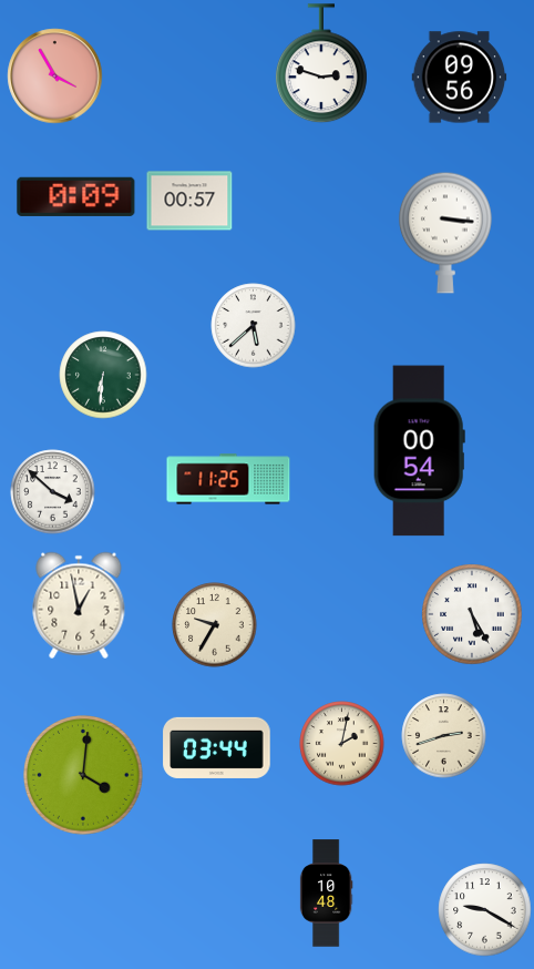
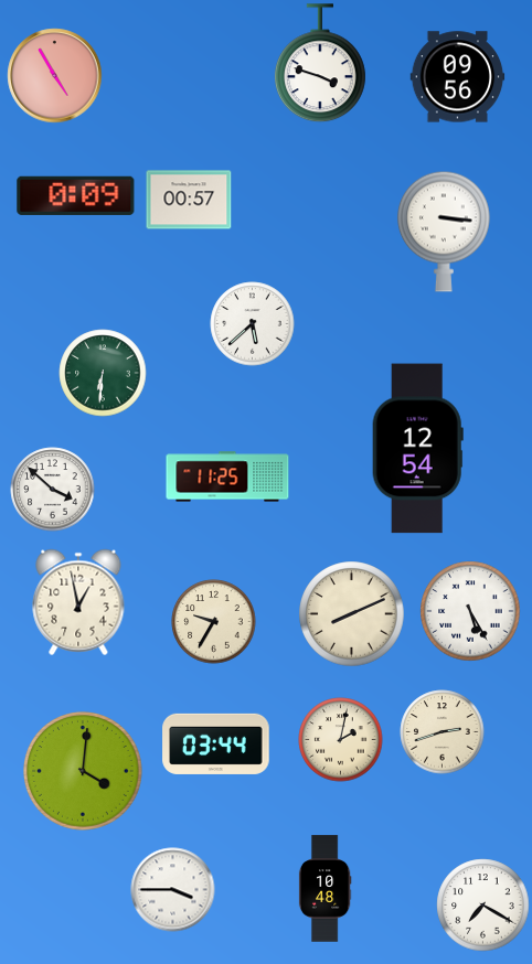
clock at (321, 64): 2:48 -> 3:48
clock at (55, 76): 3:55 -> 4:55
clock at (419, 451): 00:54 -> 12:54
clock at (352, 614): none -> 8:11
clock at (173, 890): none -> 3:45
clock at (485, 910): 9:20 -> 7:20
